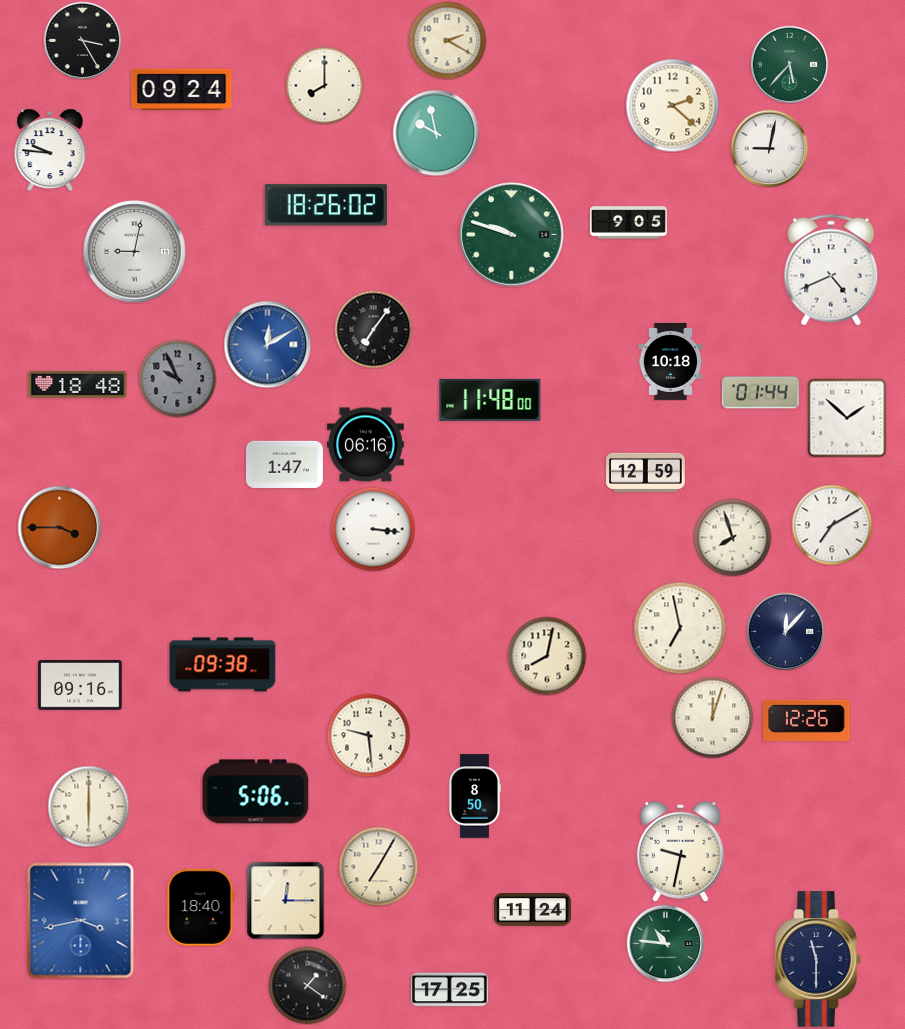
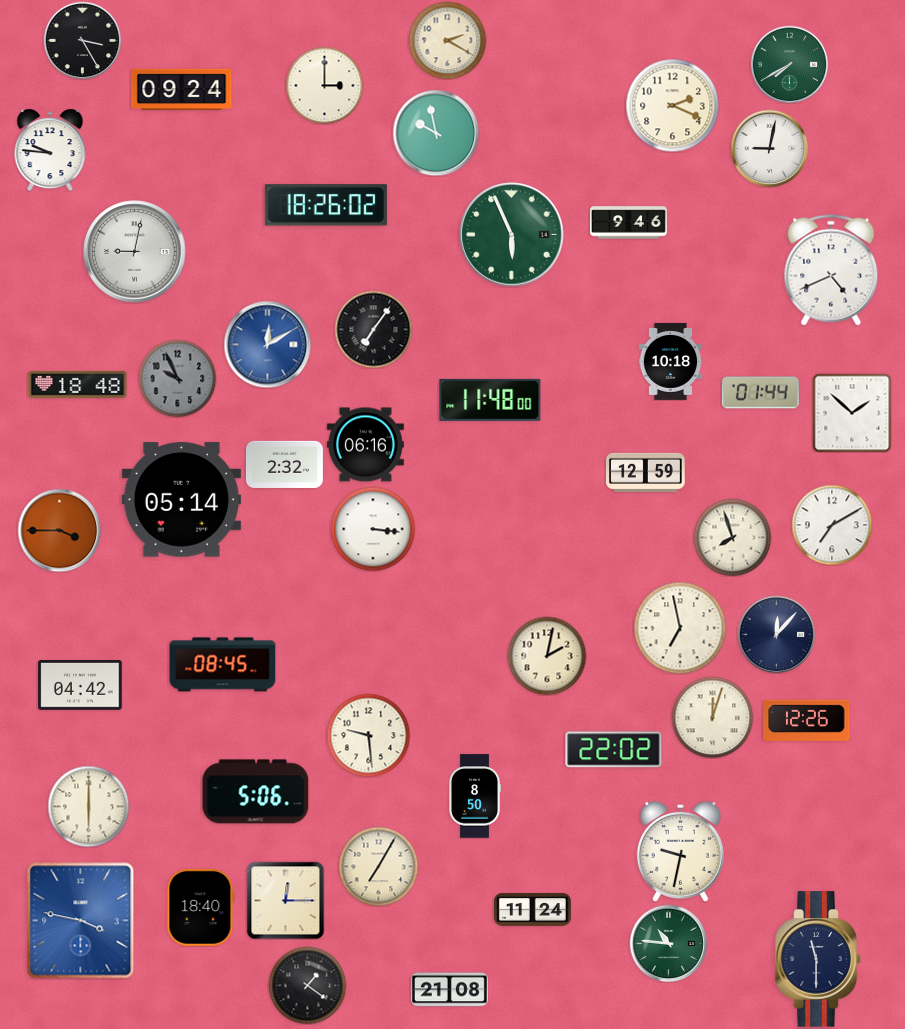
clock at (789, 64): 5:37 -> 7:40
clock at (324, 85): 8:00 -> 3:00
clock at (672, 105): 2:22 -> 2:19
clock at (628, 223): 9:05 -> 9:46
clock at (512, 235): 9:48 -> 5:56
clock at (847, 418) position: (847, 418) -> (852, 413)
clock at (284, 464): 1:47 -> 2:32
clock at (181, 500): none -> 05:14
clock at (59, 527) position: (59, 527) -> (59, 530)
clock at (785, 631) position: (785, 631) -> (776, 634)
clock at (547, 656): 8:02 -> 2:02
clock at (223, 665): 09:38 -> 08:45
clock at (80, 686): 09:16 -> 04:42
clock at (614, 750): none -> 22:02
clock at (81, 921): 3:43 -> 3:47
clock at (665, 943) position: (665, 943) -> (668, 943)
clock at (449, 990): 17:25 -> 21:08
